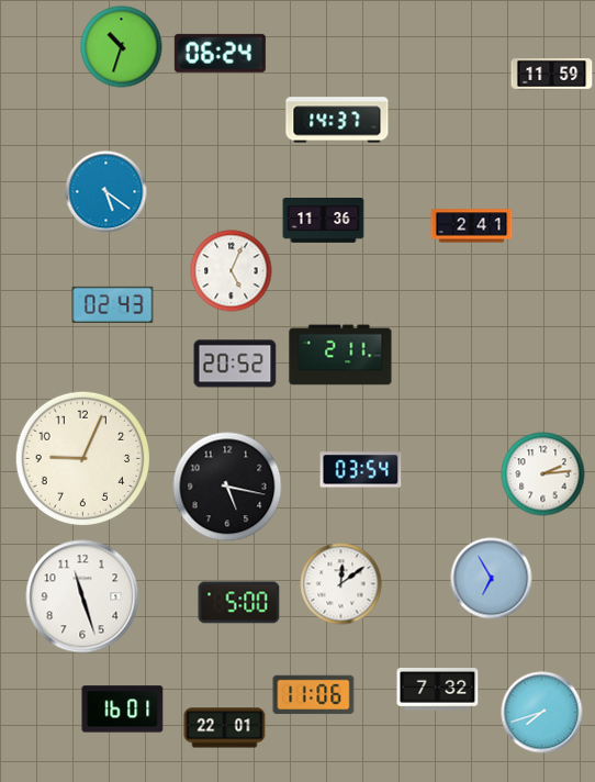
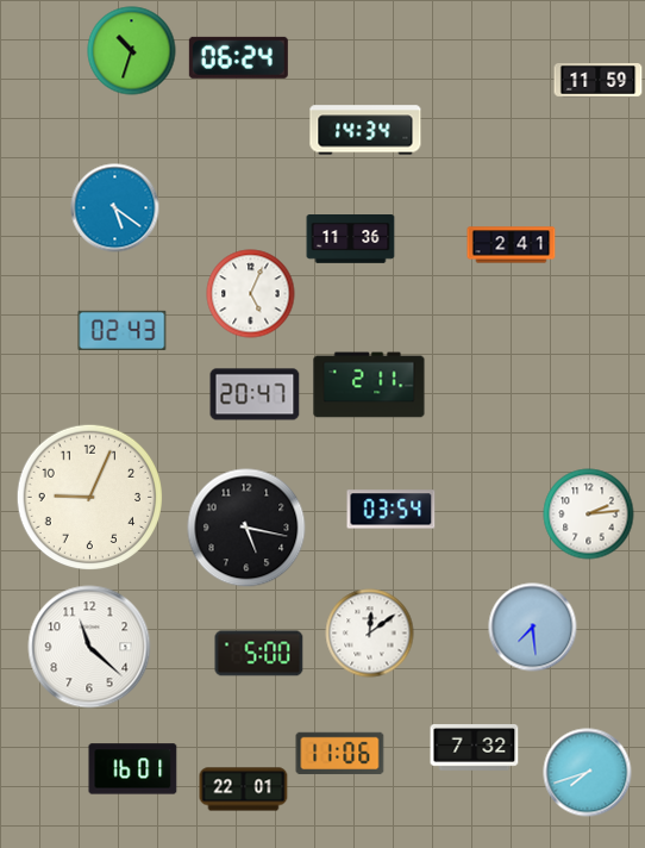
clock at (337, 120): 14:37 -> 14:34
clock at (235, 364): 20:52 -> 20:47
clock at (492, 579): 6:55 -> 7:29
clock at (82, 596): 11:27 -> 11:22
